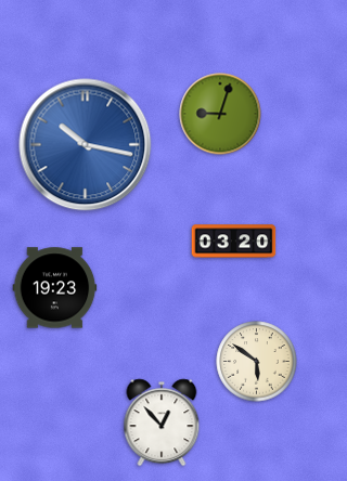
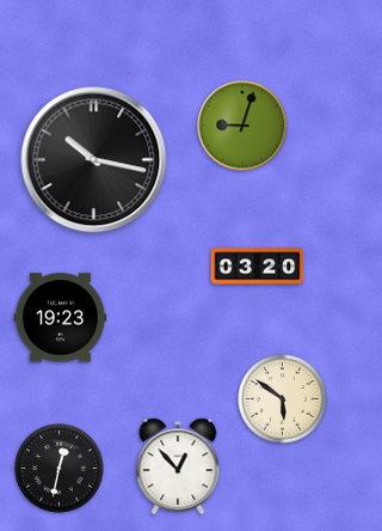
clock at (86, 145) dial: blue -> black
clock at (60, 469): none -> 12:32
